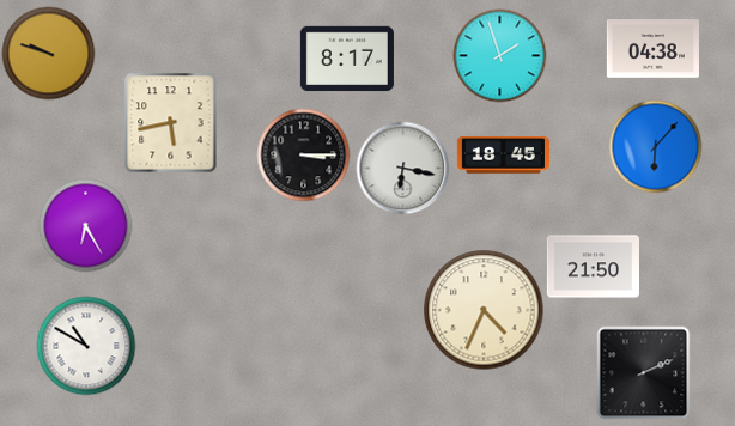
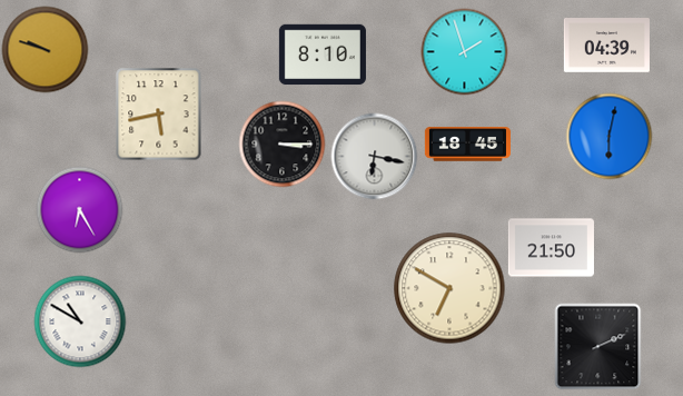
clock at (652, 49): 04:38 -> 04:39
clock at (347, 59): 8:17 -> 8:10
clock at (655, 146): 6:07 -> 6:02
clock at (484, 310): 4:34 -> 6:50
